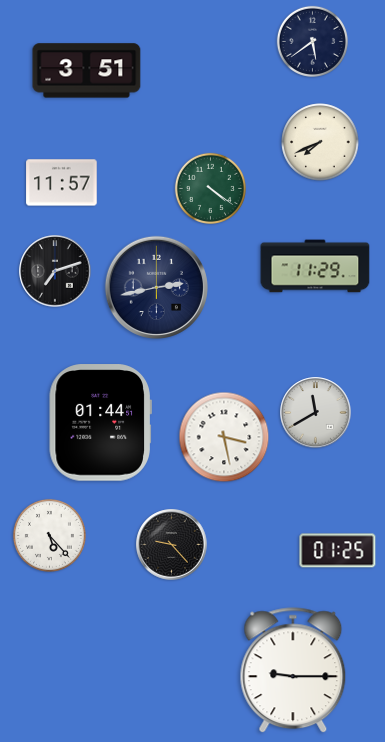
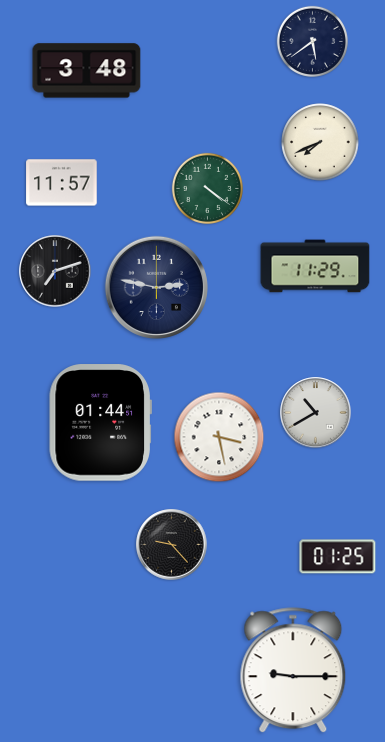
clock at (87, 71): 3:51 -> 3:48
clock at (210, 188) position: (210, 188) -> (207, 188)
clock at (156, 287): 2:43 -> 2:47
clock at (316, 413): 11:40 -> 10:40
clock at (224, 437) position: (224, 437) -> (219, 437)
clock at (49, 535): 5:23 -> none
clock at (338, 551) position: (338, 551) -> (338, 557)
